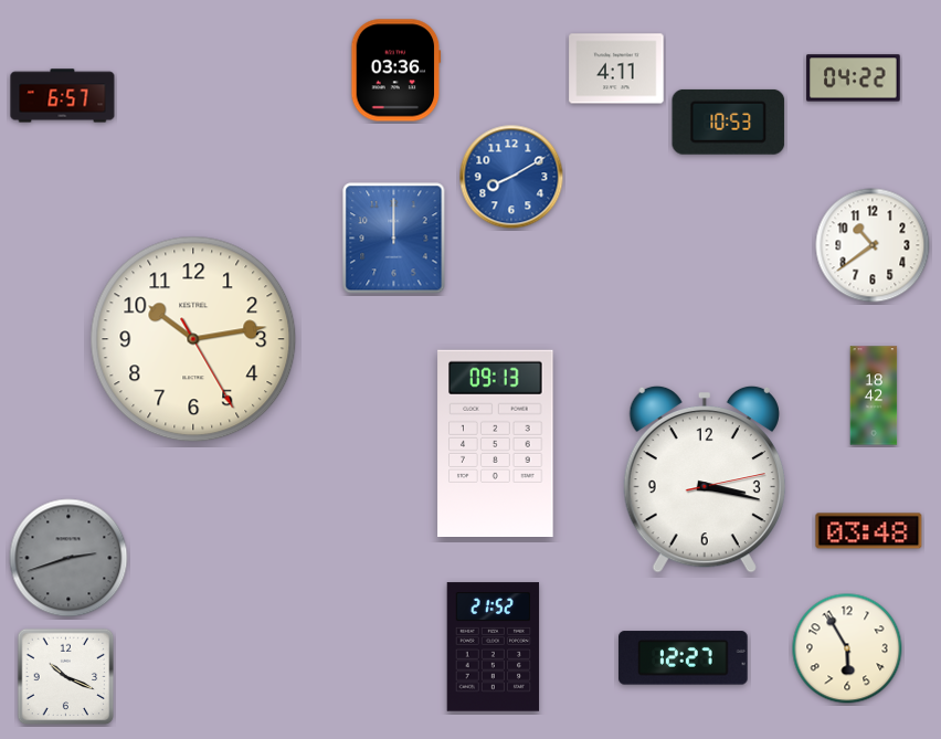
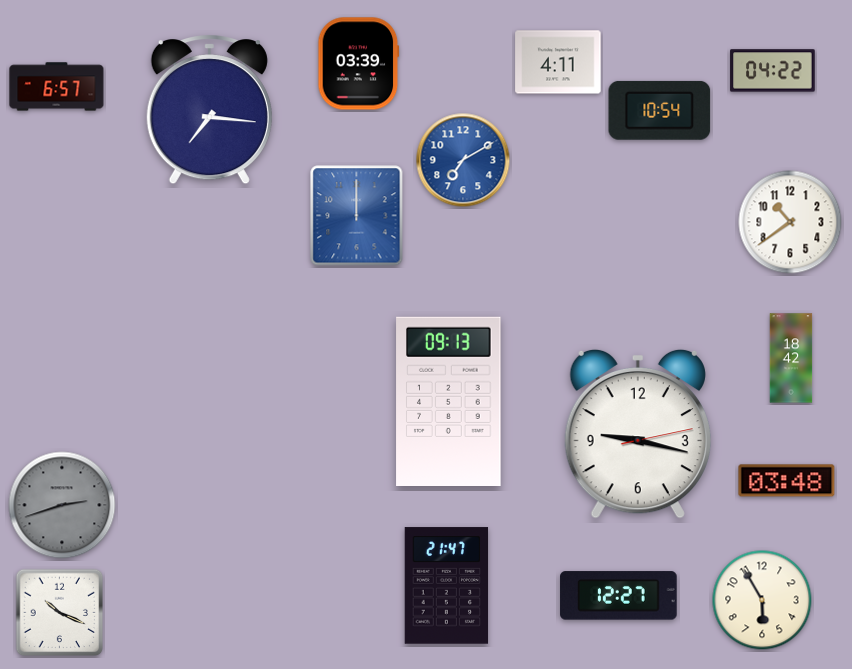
clock at (397, 71): 03:36 -> 03:39
clock at (209, 110): none -> 7:16
clock at (729, 122): 10:53 -> 10:54
clock at (511, 177): 8:10 -> 7:10
clock at (193, 339): 10:13 -> none
clock at (705, 479): 3:17 -> 9:17
clock at (494, 647): 21:52 -> 21:47
clock at (847, 648) position: (847, 648) -> (762, 600)
